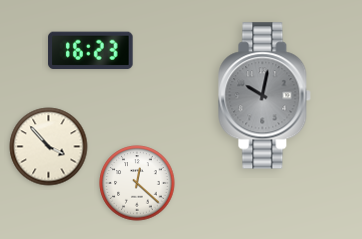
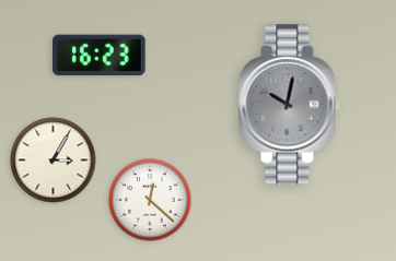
clock at (49, 147): 3:53 -> 3:05
